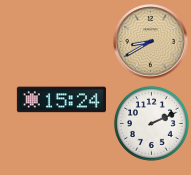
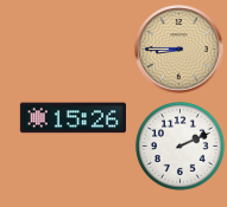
clock at (151, 42): 8:40 -> 8:45
clock at (61, 100): 15:24 -> 15:26
